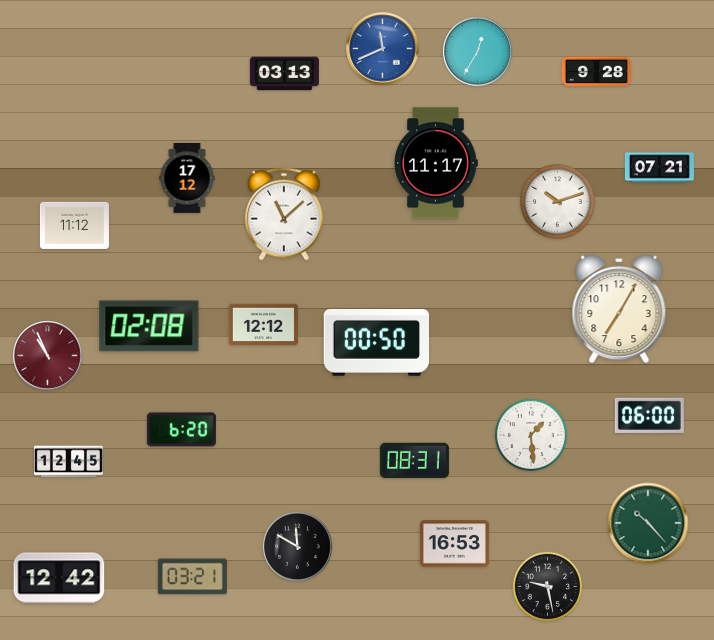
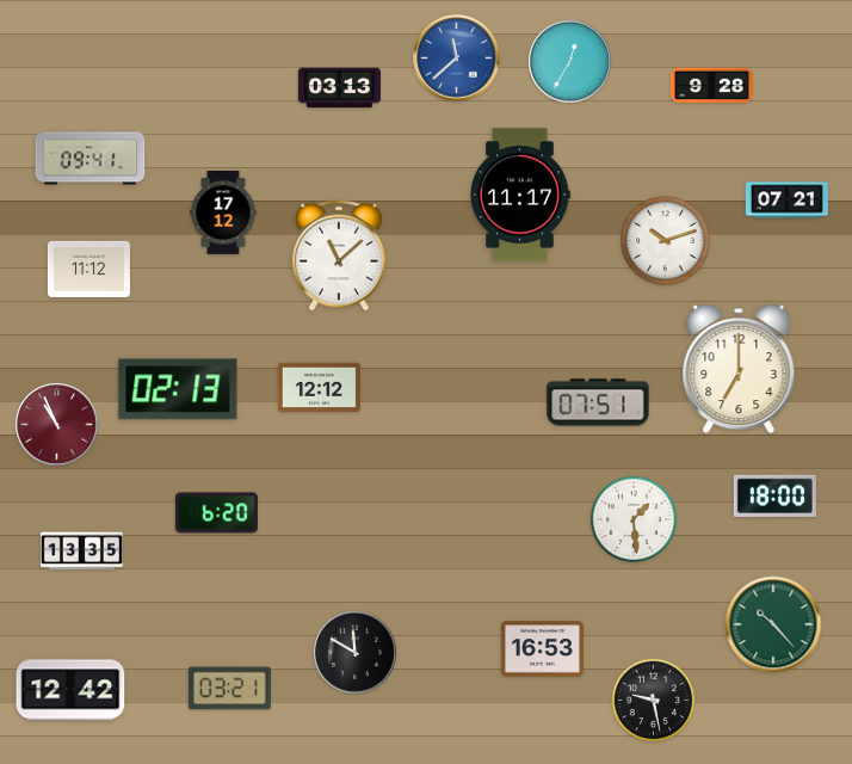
clock at (383, 49): 11:41 -> 11:38
clock at (91, 159): none -> 09:41
clock at (619, 309): 7:05 -> 7:00
clock at (263, 325) position: (263, 325) -> (319, 388)
clock at (149, 326): 02:08 -> 02:13
clock at (598, 402): none -> 07:51
clock at (376, 342): 00:50 -> none
clock at (649, 415): 06:00 -> 18:00
clock at (414, 461): 08:31 -> none
clock at (68, 462): 12:45 -> 13:35
